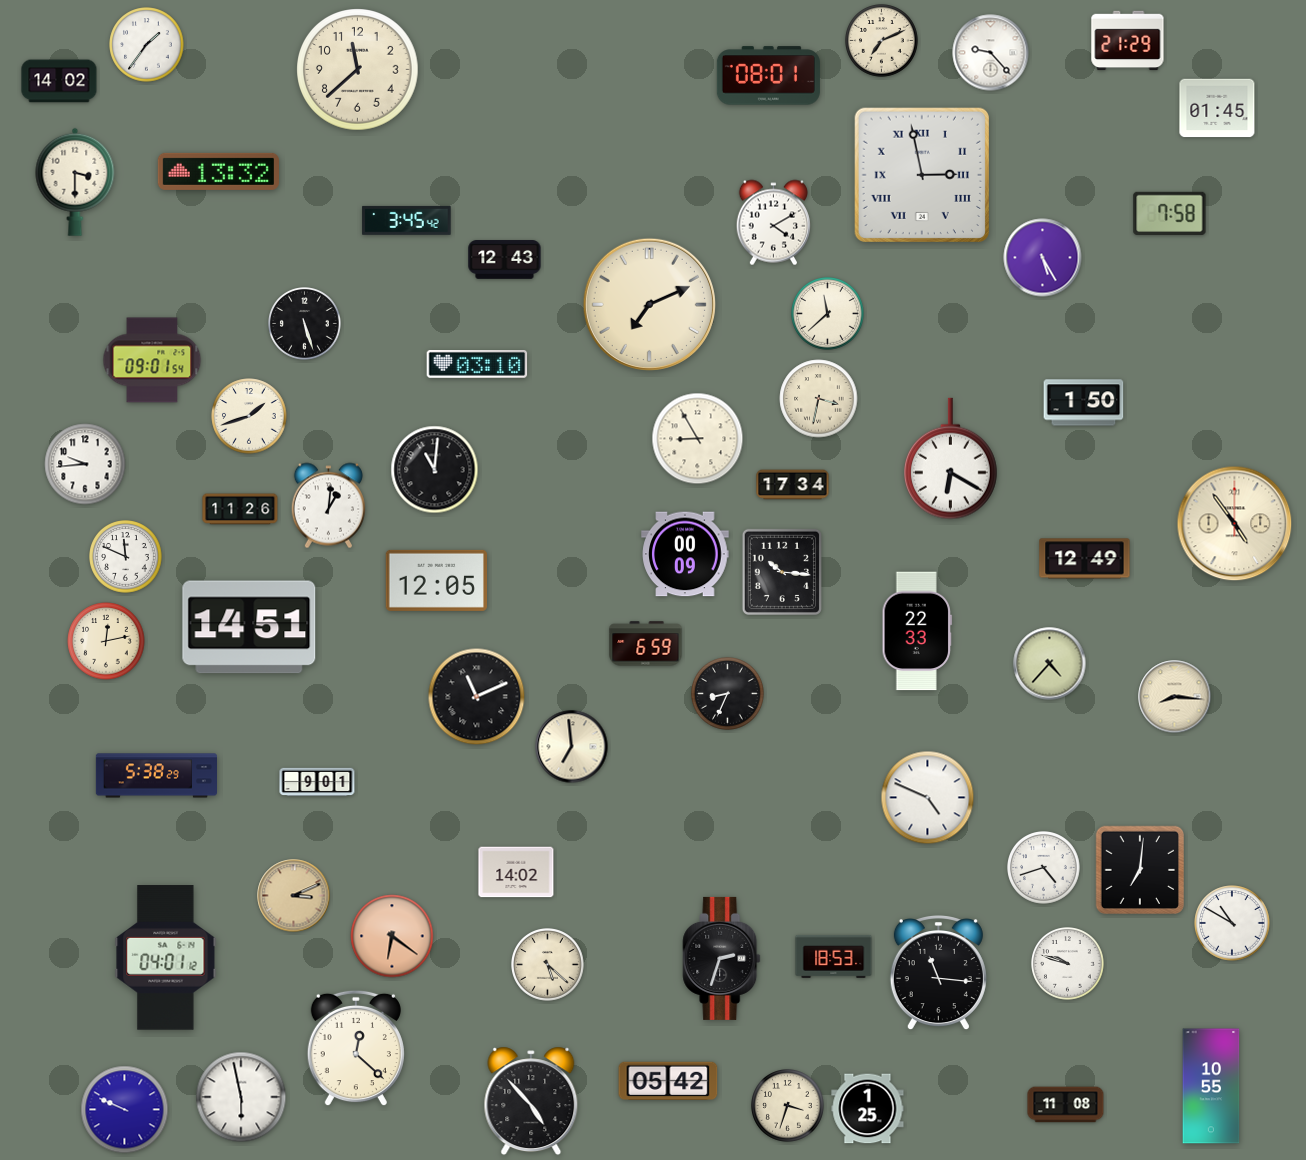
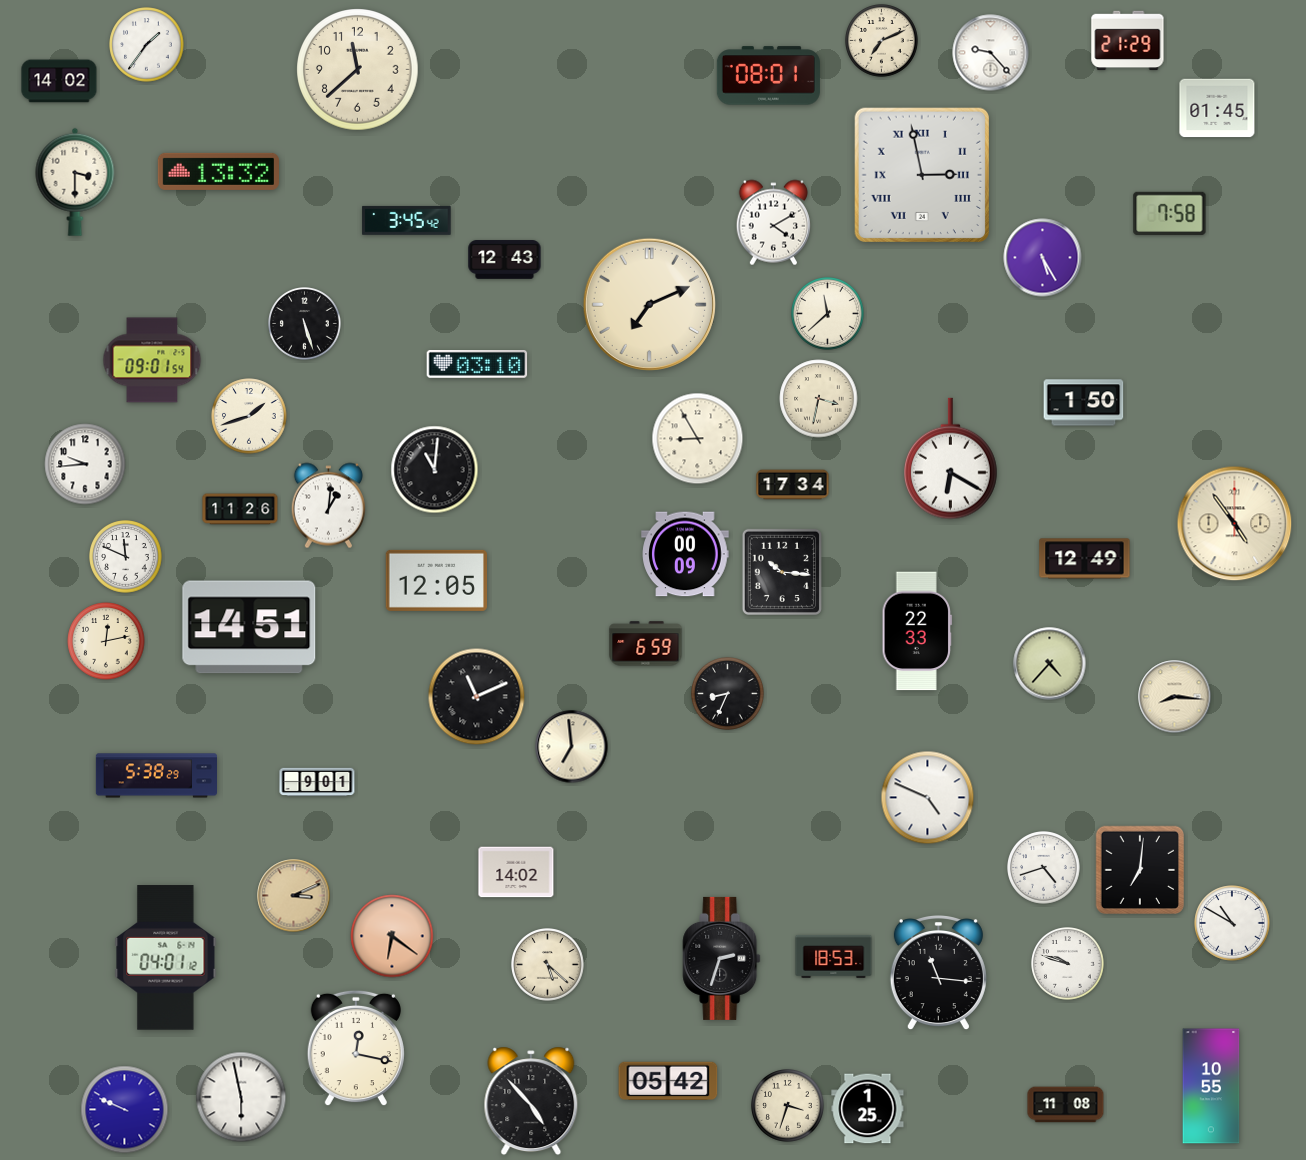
clock at (356, 1048): 12:22 -> 12:17
